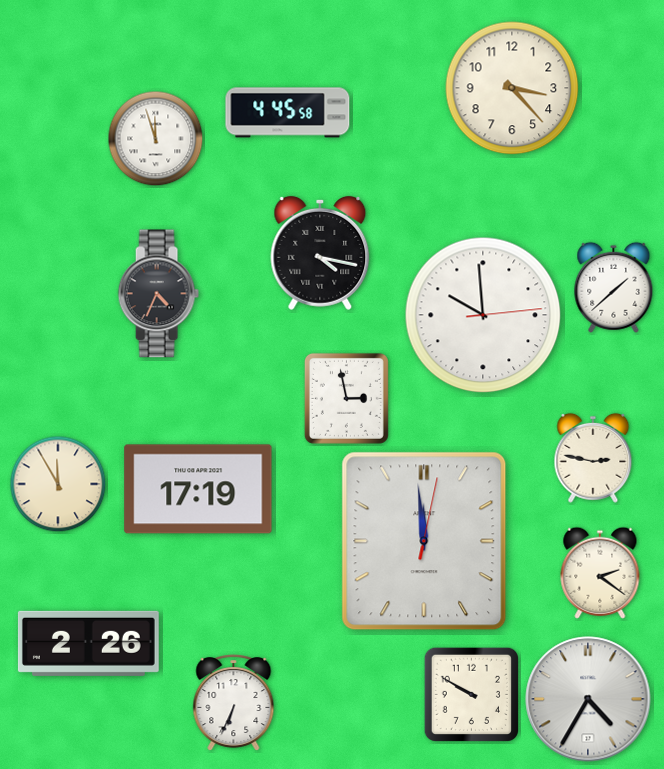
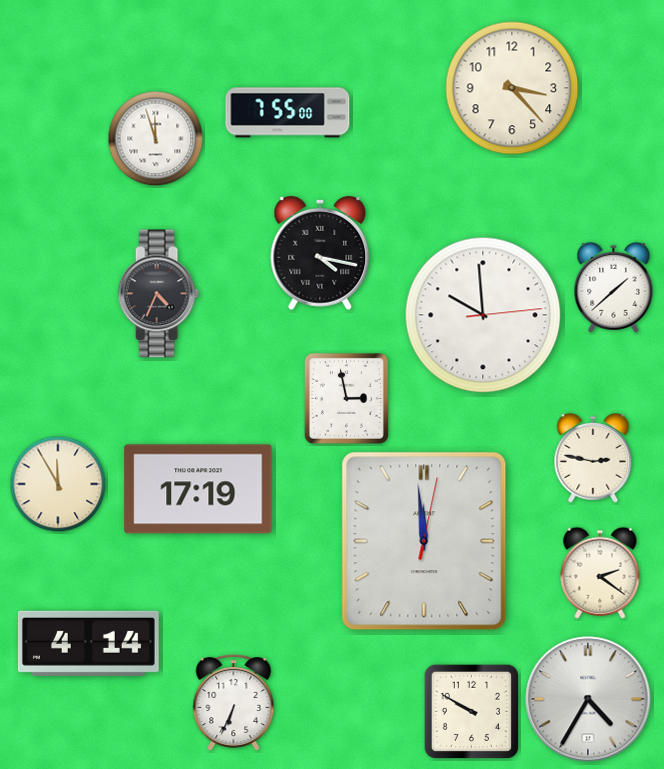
clock at (288, 113): 4:45 -> 7:55
clock at (88, 643): 2:26 -> 4:14
clock at (471, 694) position: (471, 694) -> (471, 711)
